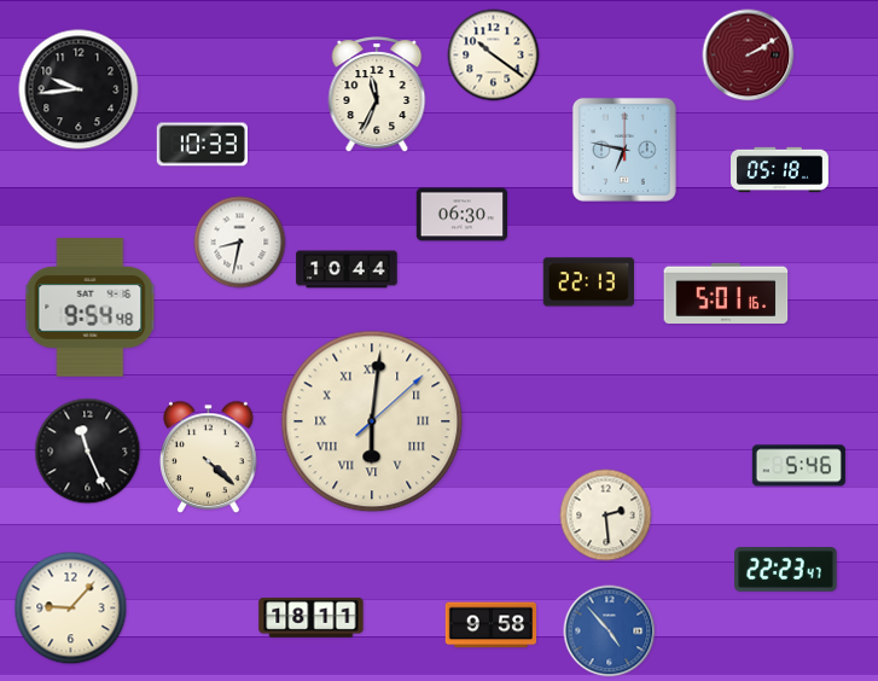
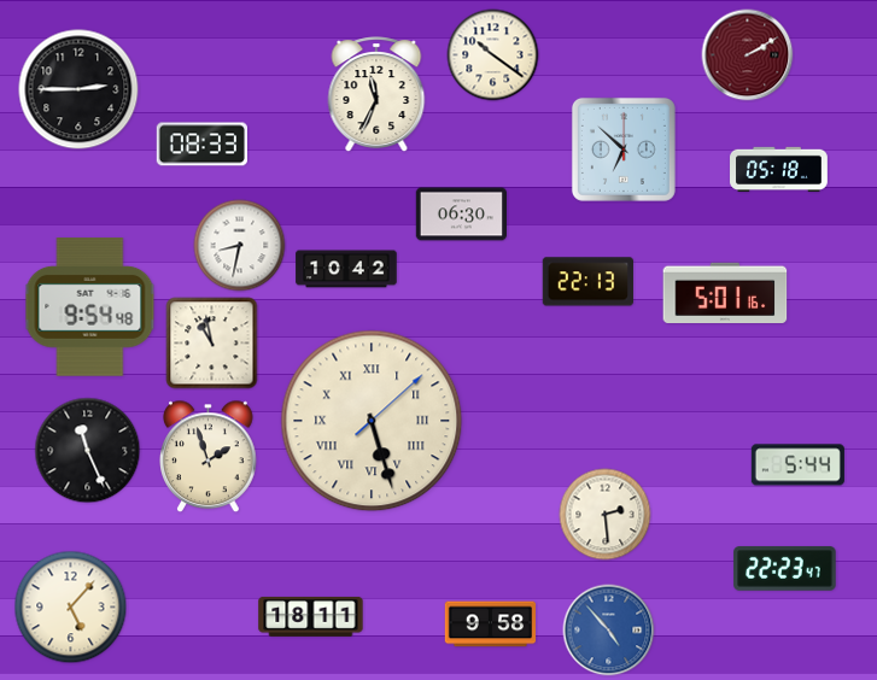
clock at (79, 89): 9:44 -> 2:45
clock at (202, 145): 10:33 -> 08:33
clock at (624, 150): 6:47 -> 6:52
clock at (240, 243) position: (240, 243) -> (240, 246)
clock at (347, 269): 10:44 -> 10:42
clock at (212, 344): none -> 10:58
clock at (372, 421): 6:01 -> 5:27
clock at (209, 458): 4:22 -> 1:57
clock at (798, 466): 5:46 -> 5:44
clock at (71, 609): 9:07 -> 5:07
